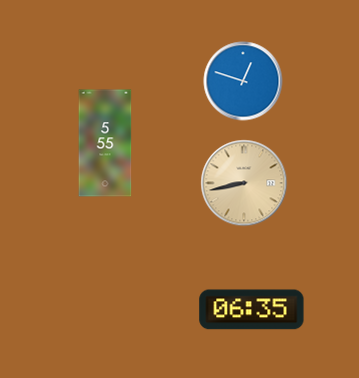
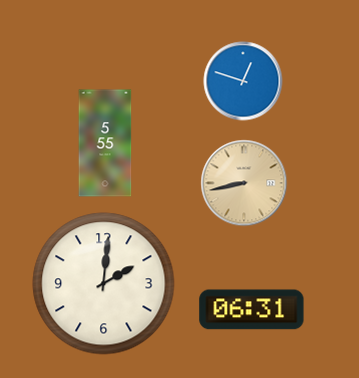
clock at (104, 284): none -> 2:01
clock at (252, 310): 06:35 -> 06:31
